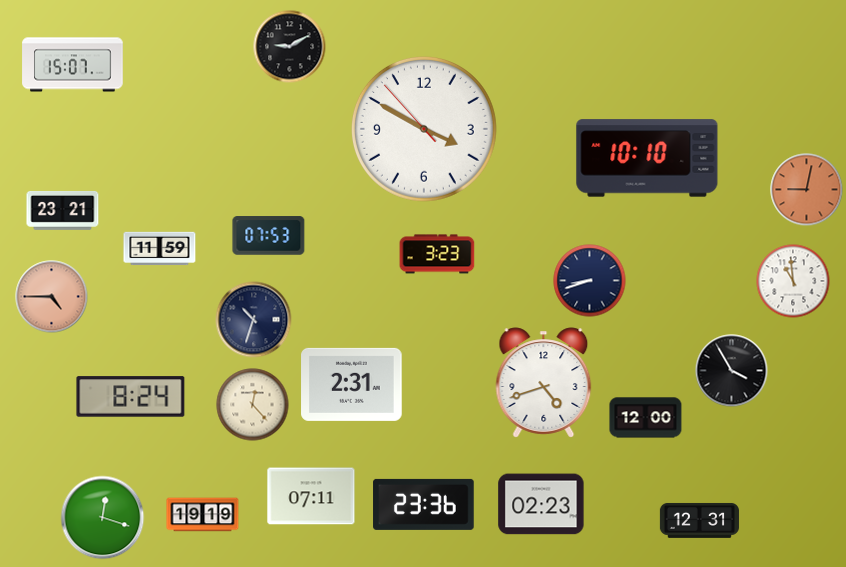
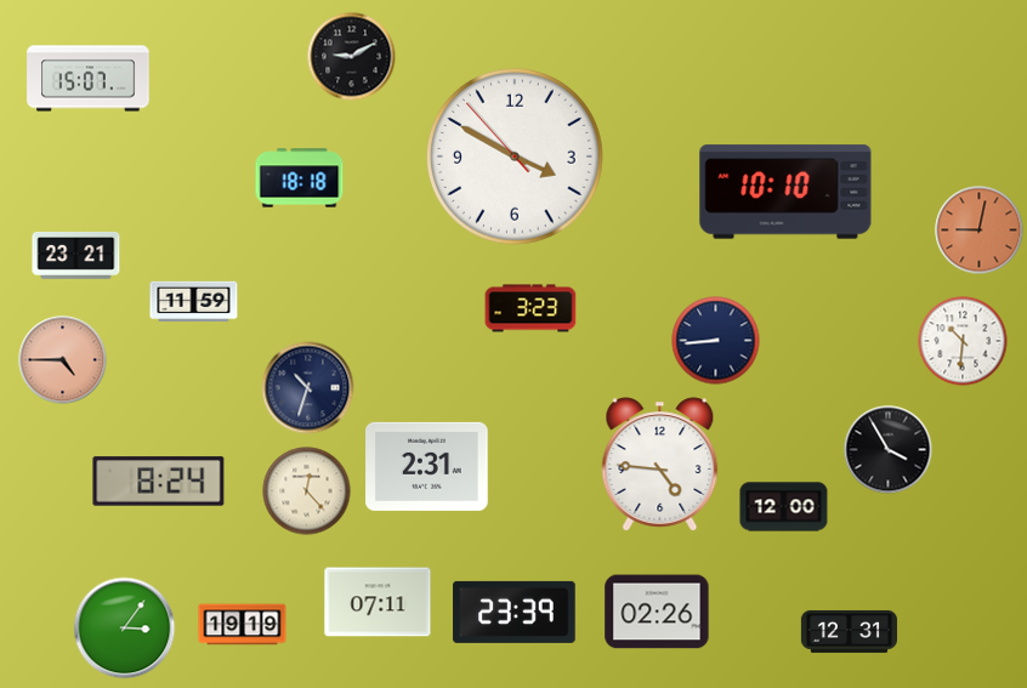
clock at (300, 178): none -> 18:18
clock at (269, 236): 07:53 -> none
clock at (590, 281): 8:42 -> 8:44
clock at (793, 281): 10:59 -> 10:31
clock at (544, 383): 4:42 -> 4:46
clock at (424, 504): 23:36 -> 23:39
clock at (541, 504): 02:23 -> 02:26
clock at (203, 515) position: (203, 515) -> (243, 625)
clock at (103, 518): 12:18 -> 3:06
